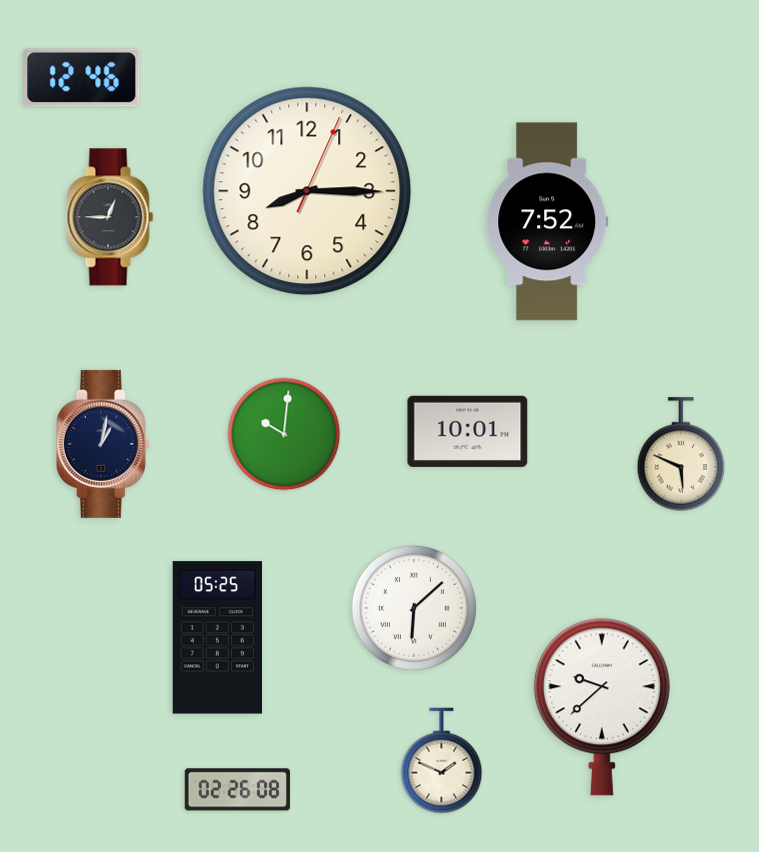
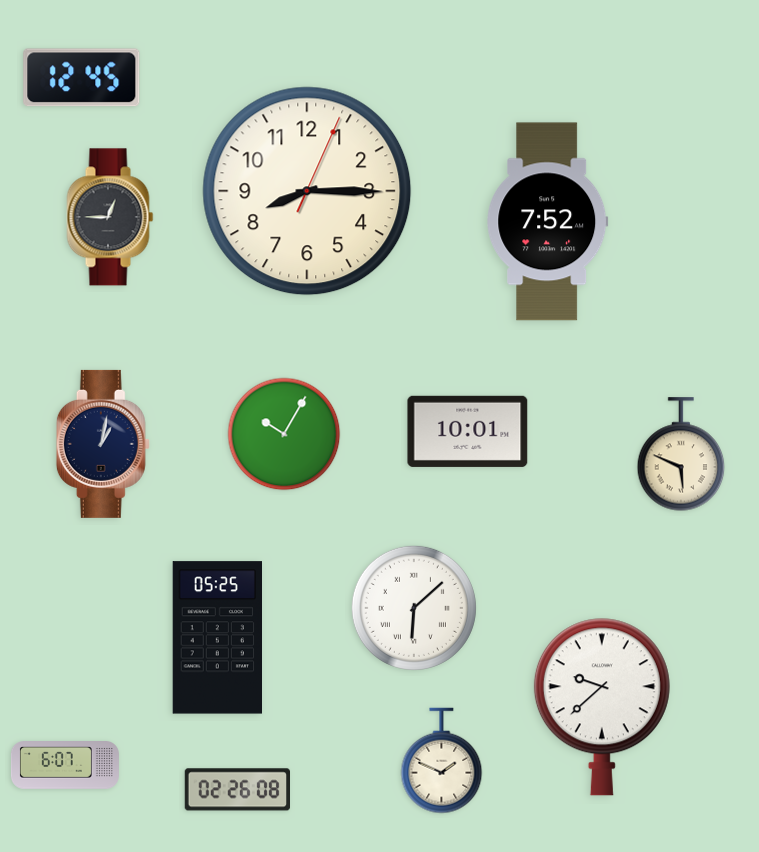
clock at (82, 78): 12:46 -> 12:45
clock at (284, 434): 10:01 -> 10:05
clock at (65, 766): none -> 6:07
